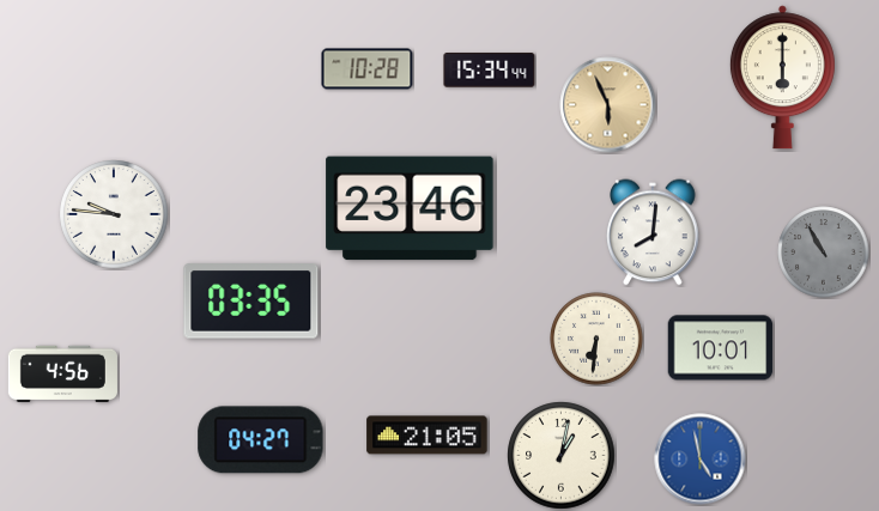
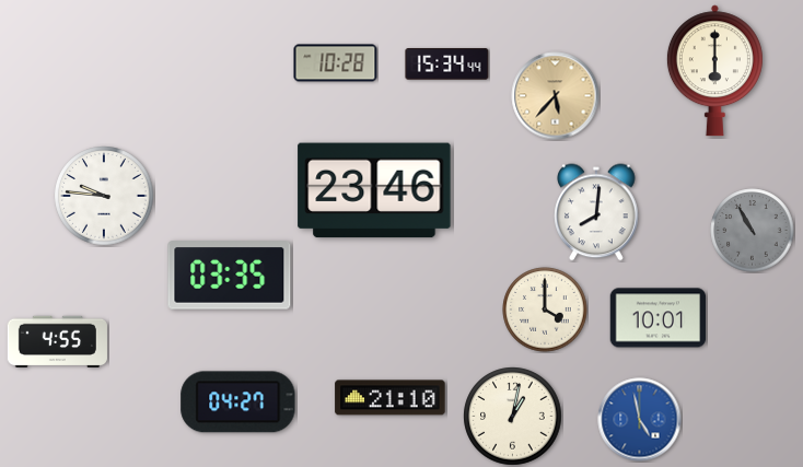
clock at (608, 105): 5:56 -> 5:37
clock at (596, 339): 6:31 -> 4:00
clock at (62, 373): 4:56 -> 4:55
clock at (428, 436): 21:05 -> 21:10
